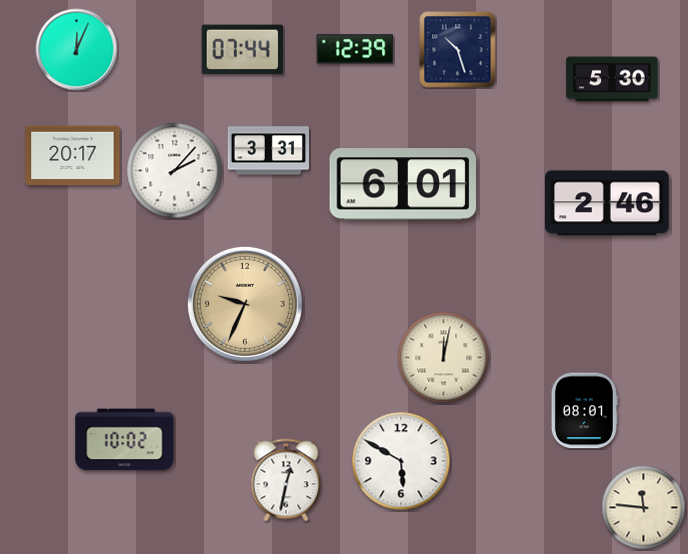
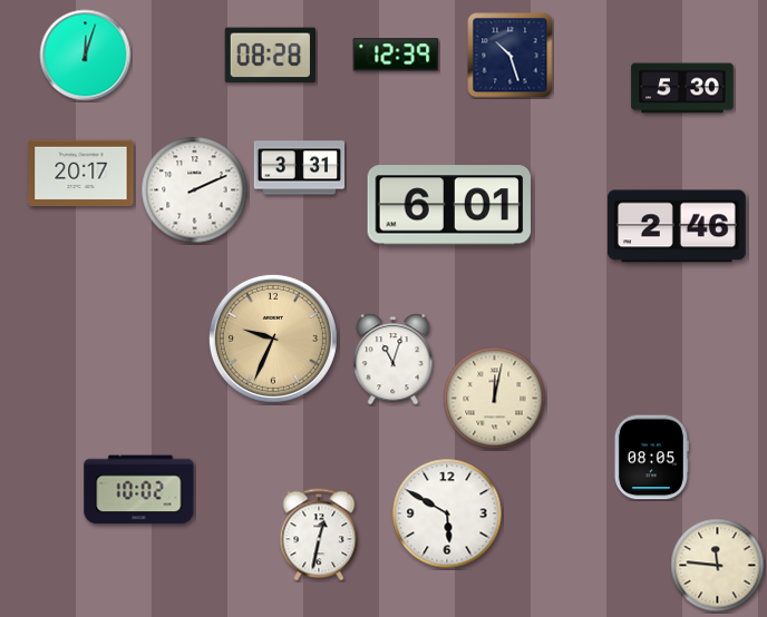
clock at (77, 50): 12:04 -> 12:03
clock at (242, 50): 07:44 -> 08:28
clock at (175, 171): 2:07 -> 2:11
clock at (394, 360): none -> 11:03
clock at (584, 411): 08:01 -> 08:05
